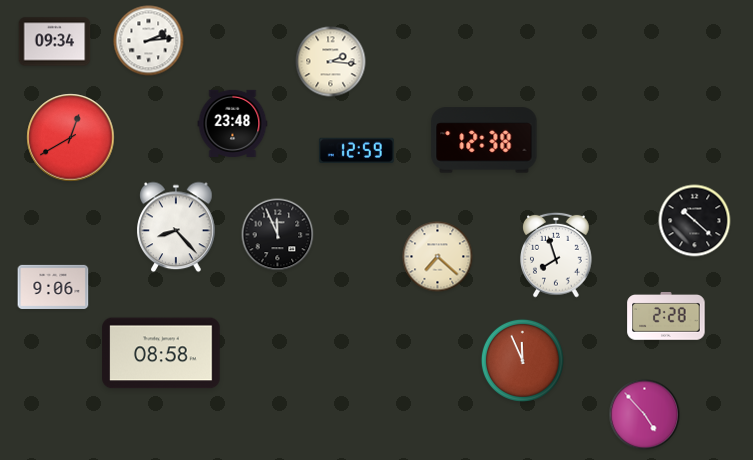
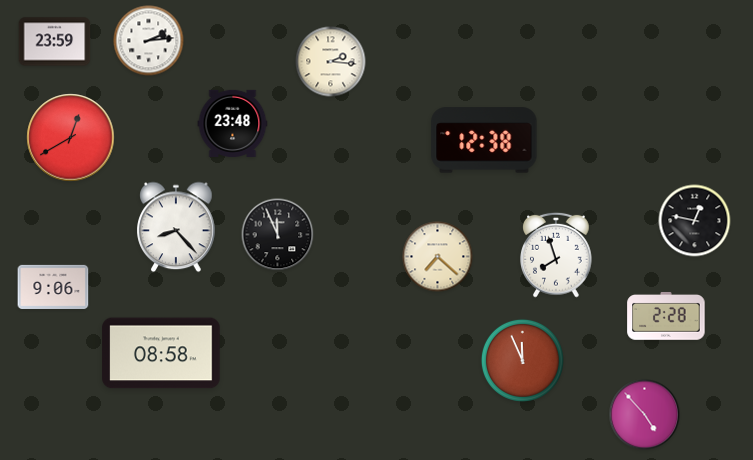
clock at (55, 42): 09:34 -> 23:59
clock at (356, 150): 12:59 -> none
clock at (695, 221): 10:22 -> 12:47
